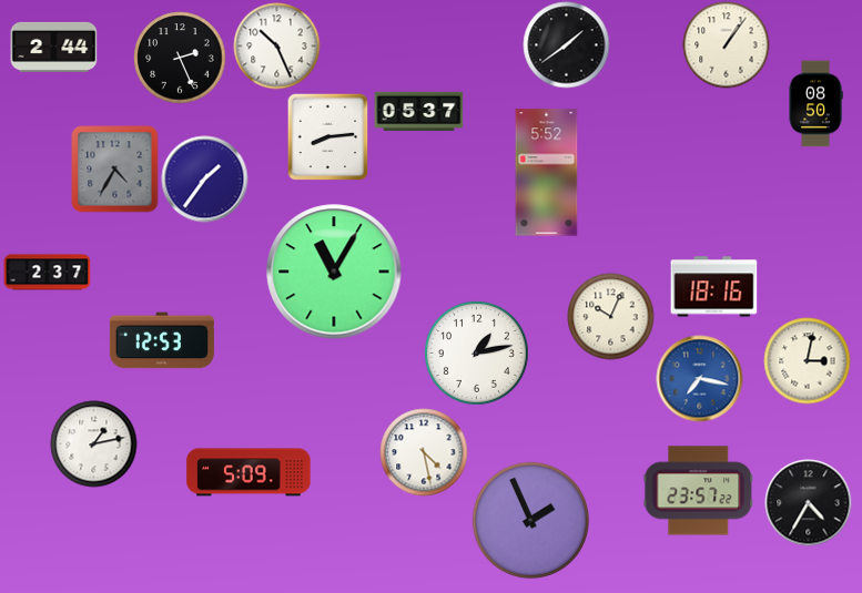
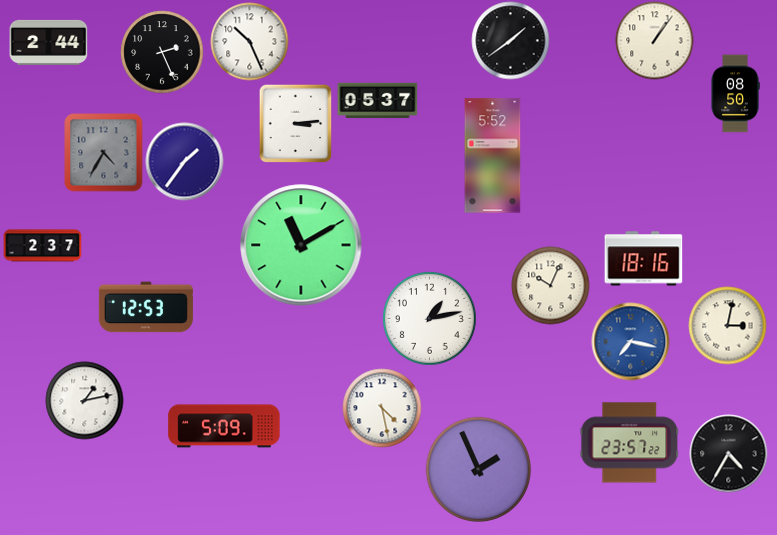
clock at (328, 136): 8:14 -> 3:14
clock at (334, 272): 11:05 -> 11:10
